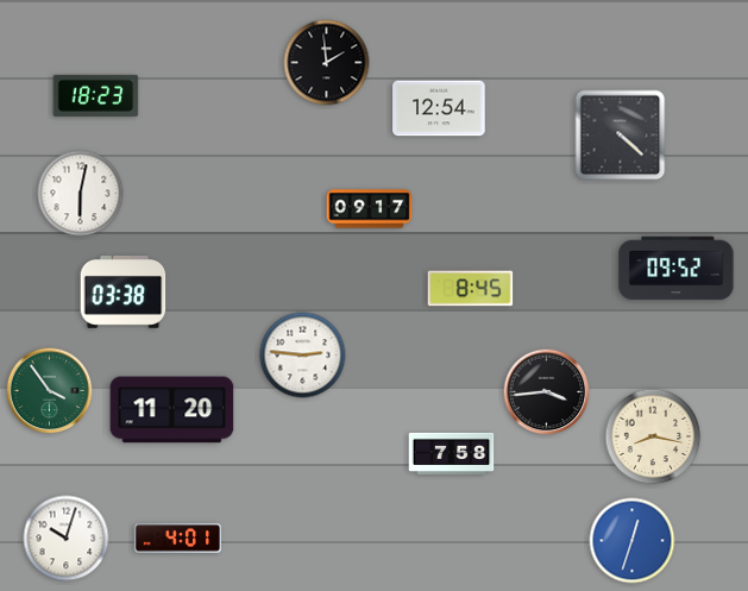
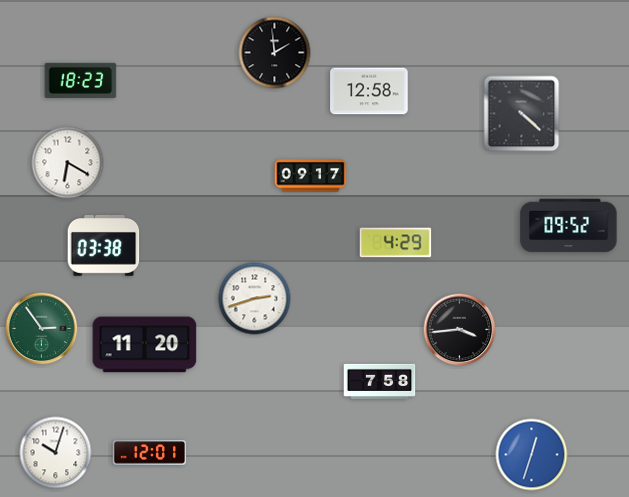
clock at (439, 108): 12:54 -> 12:58
clock at (81, 194): 6:02 -> 6:20
clock at (471, 289): 8:45 -> 4:29
clock at (303, 356): 2:46 -> 2:42
clock at (50, 391): 3:54 -> 2:54
clock at (653, 436): 8:17 -> none
clock at (178, 539): 4:01 -> 12:01
